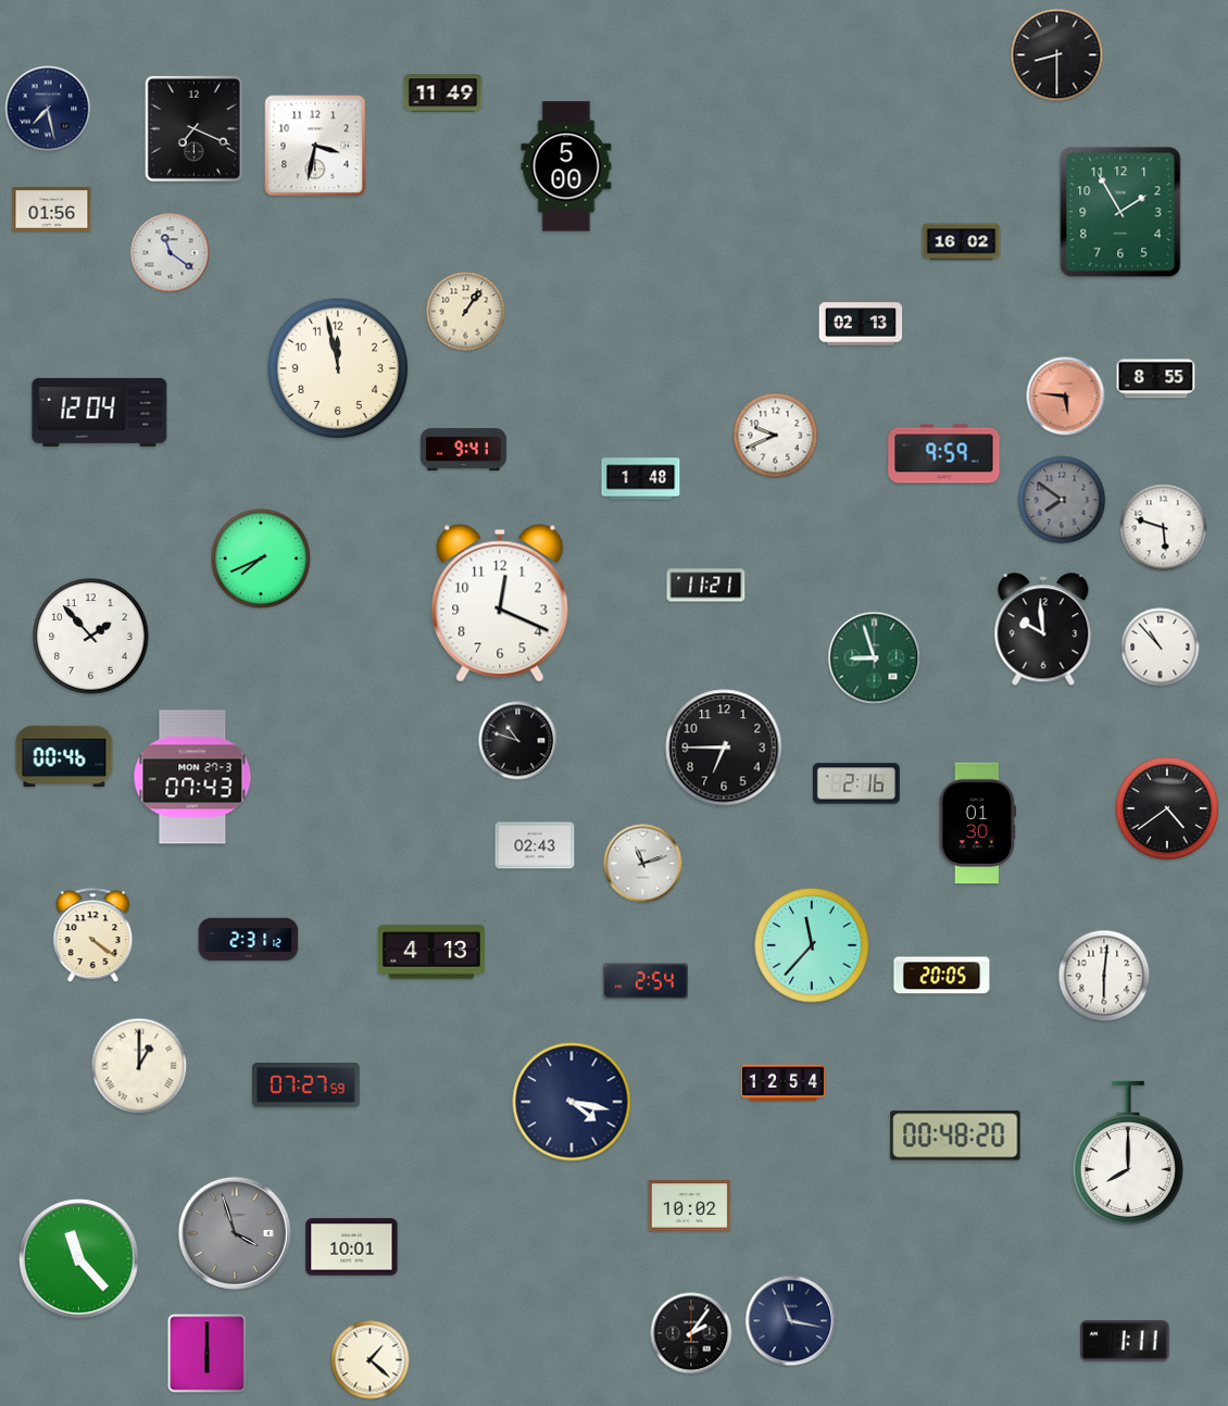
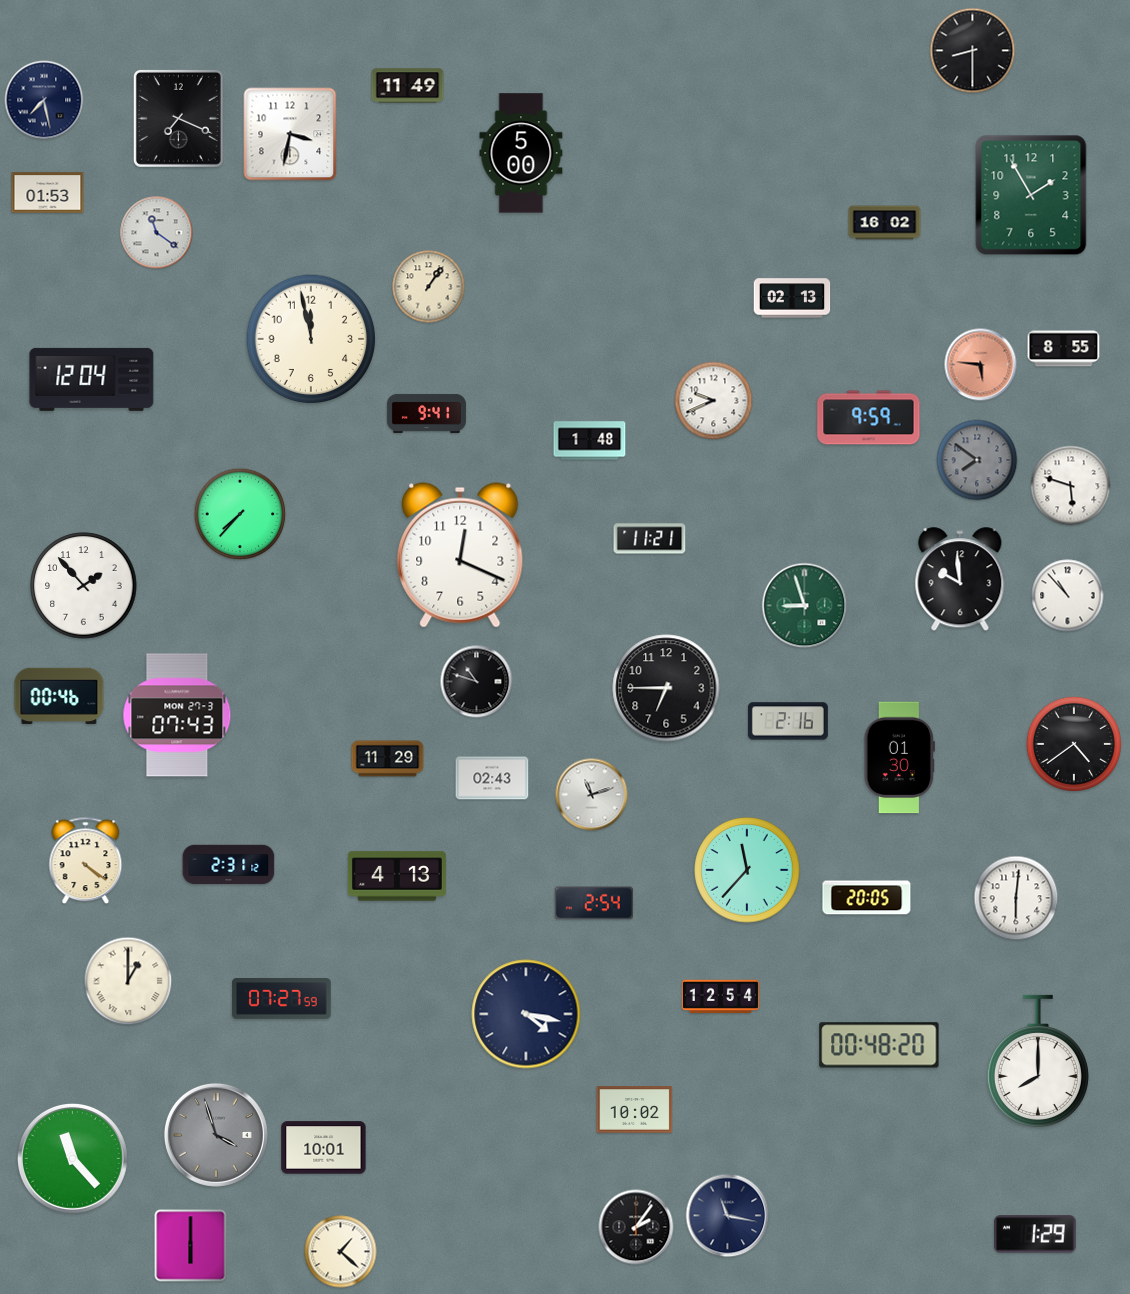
clock at (52, 210): 01:56 -> 01:53
clock at (261, 558): 7:41 -> 7:37
clock at (388, 759): none -> 11:29
clock at (1126, 1341): 1:11 -> 1:29
